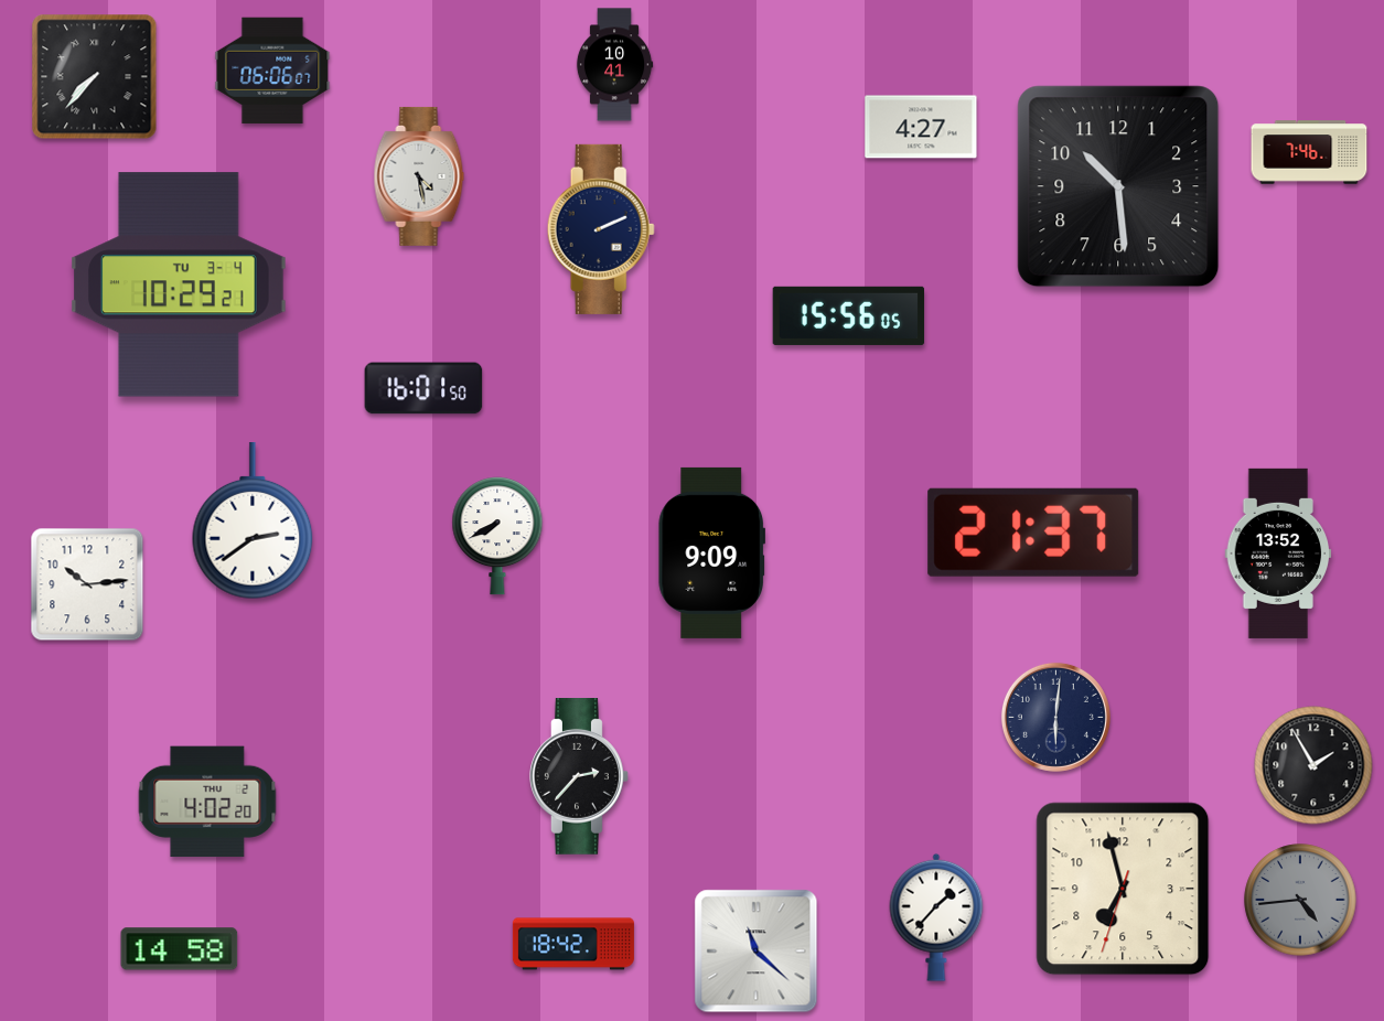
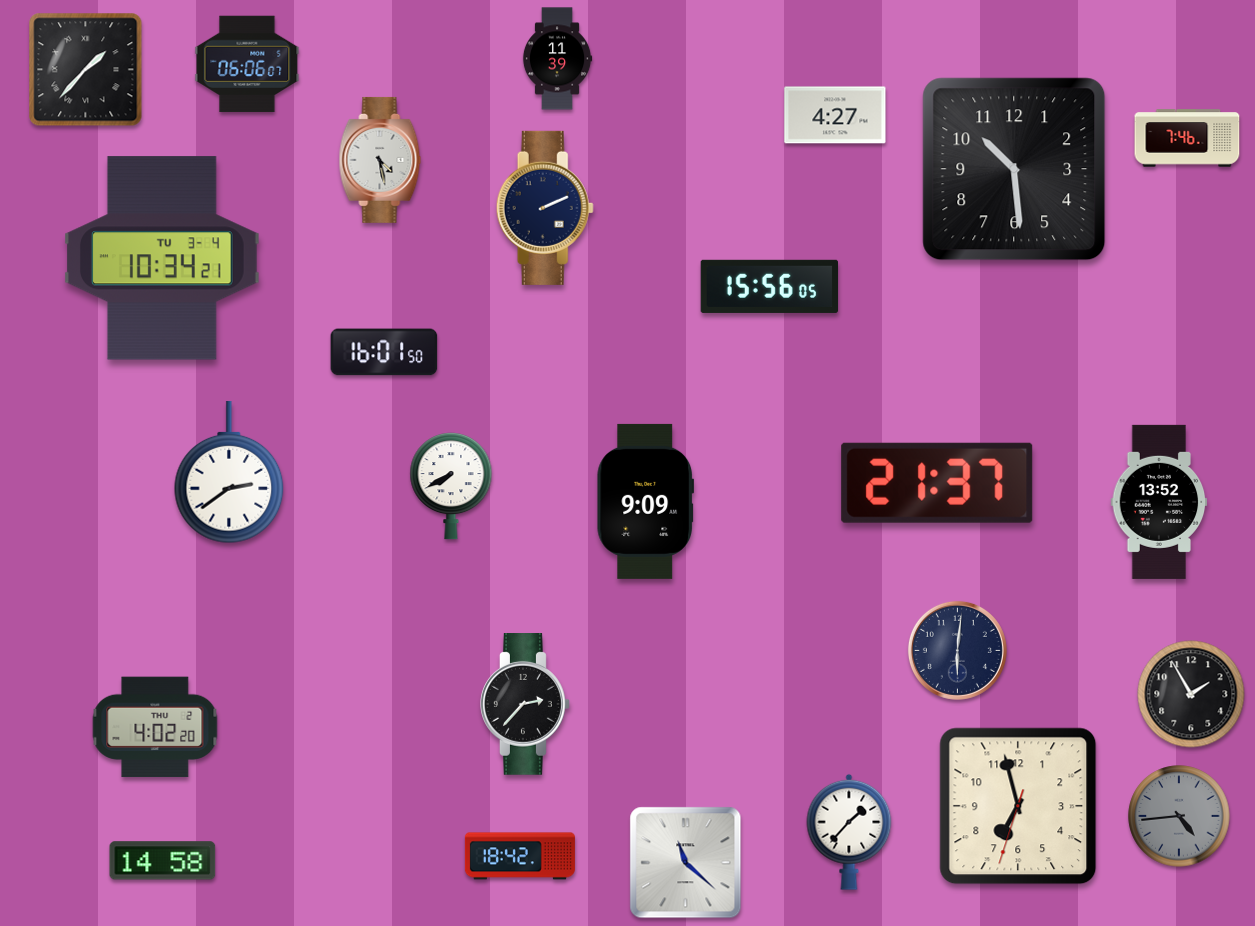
clock at (614, 65): 10:41 -> 11:39
clock at (95, 77): 7:37 -> 1:37
clock at (180, 284): 10:29 -> 10:34
clock at (87, 584): 10:14 -> none
clock at (207, 802) position: (207, 802) -> (155, 727)
